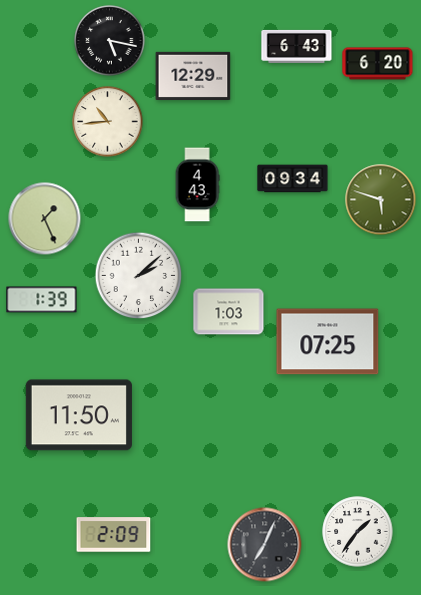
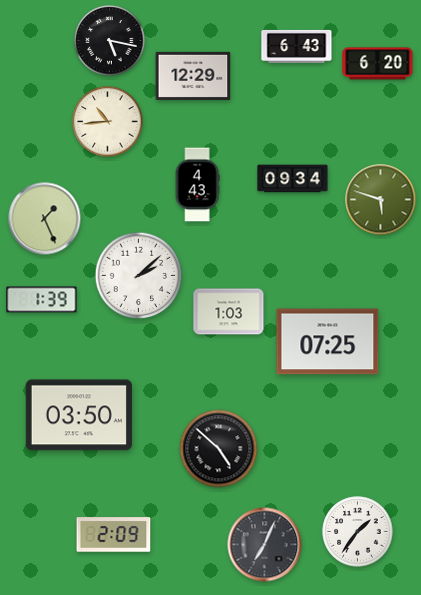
clock at (79, 415): 11:50 -> 03:50
clock at (219, 449): none -> 4:52
